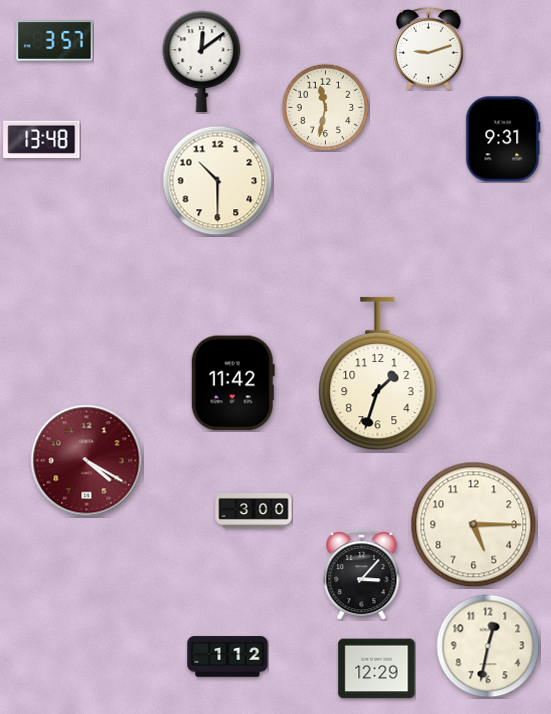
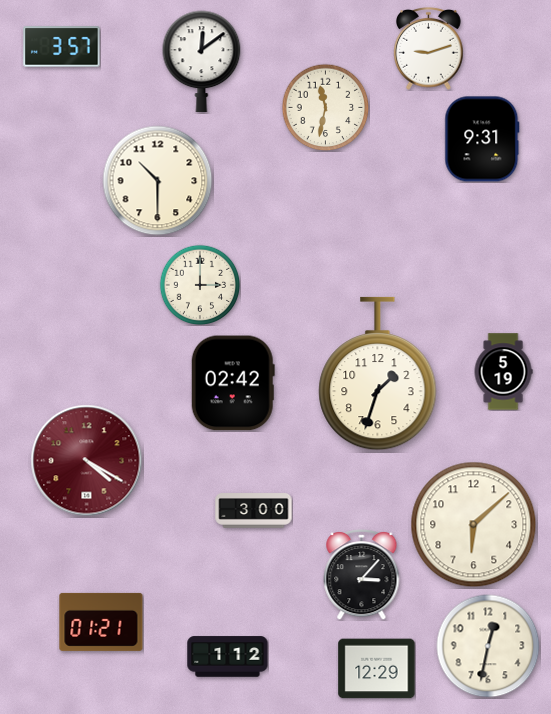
clock at (55, 41) position: (55, 41) -> (62, 47)
clock at (503, 139) position: (503, 139) -> (482, 139)
clock at (42, 140): 13:48 -> none
clock at (218, 181) position: (218, 181) -> (158, 181)
clock at (200, 285): none -> 3:00
clock at (503, 372): none -> 5:19
clock at (233, 383): 11:42 -> 02:42
clock at (474, 525): 5:15 -> 6:08
clock at (101, 622): none -> 01:21
